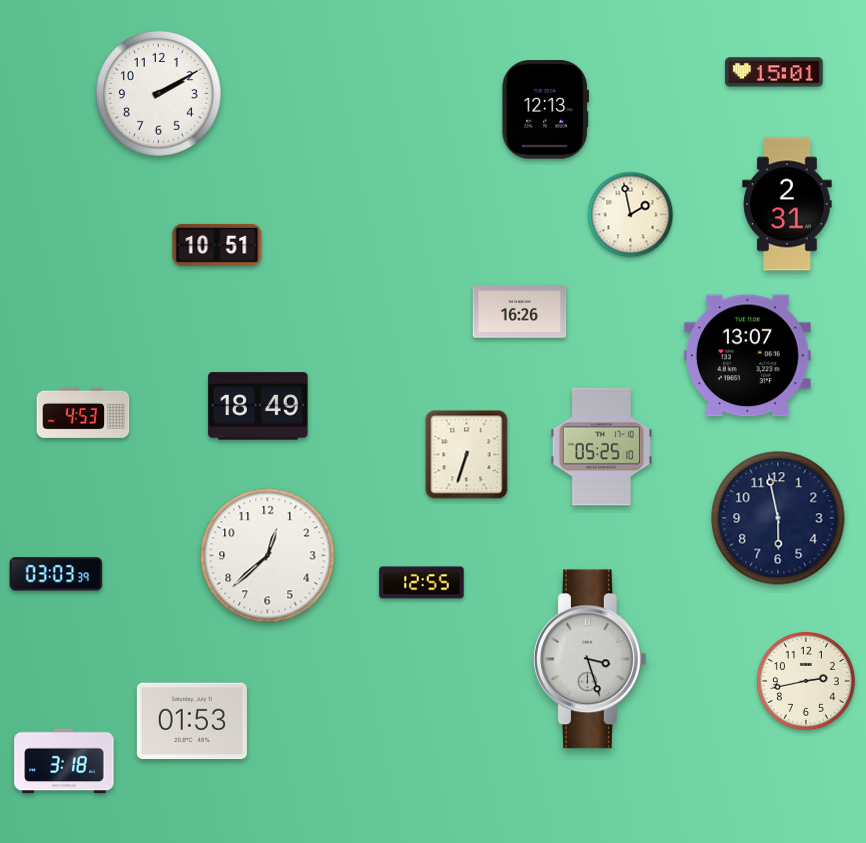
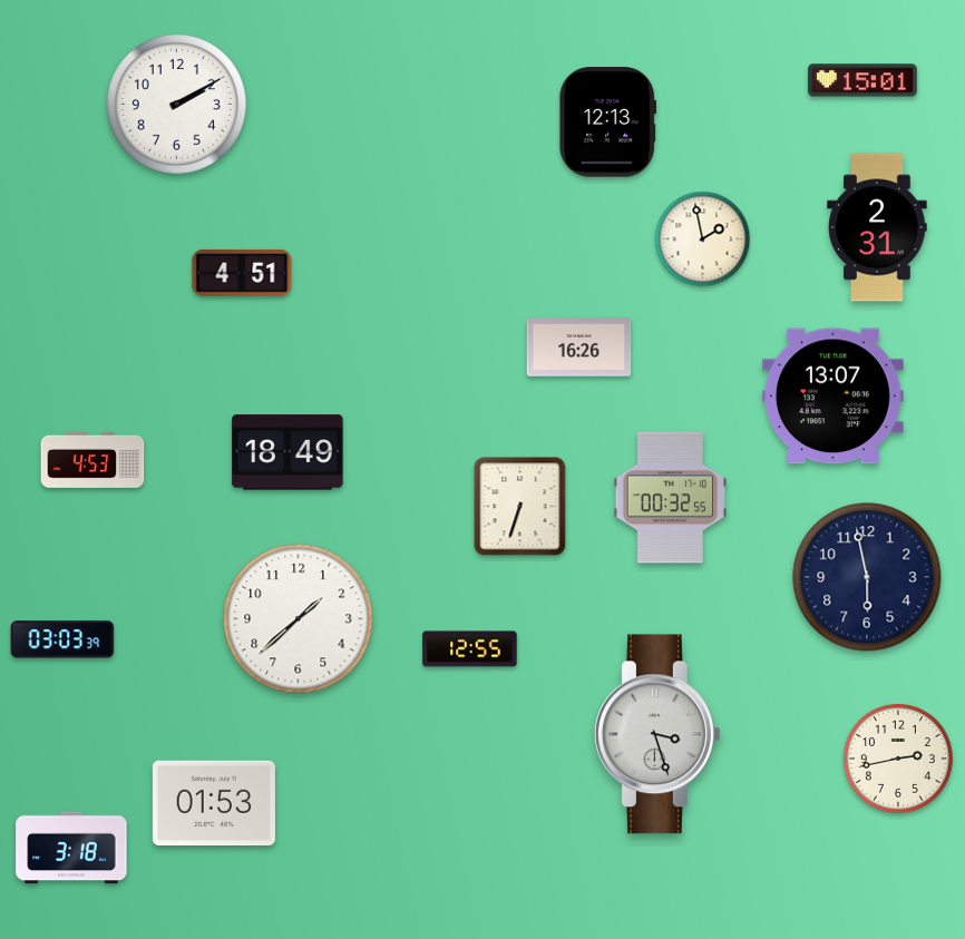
clock at (217, 245): 10:51 -> 4:51
clock at (601, 447): 05:25 -> 00:32
clock at (268, 556): 12:38 -> 1:38
